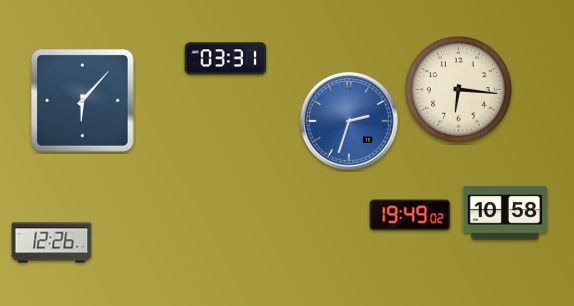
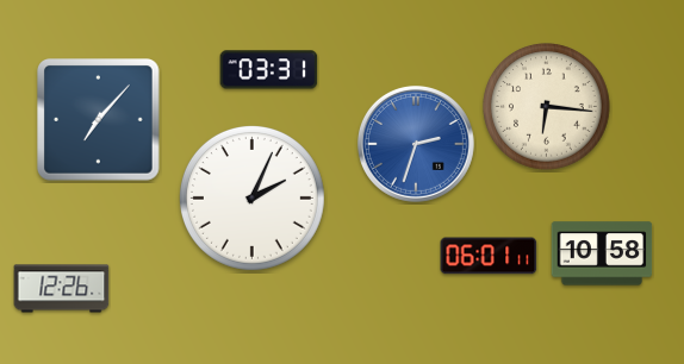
clock at (83, 101): 6:07 -> 7:07
clock at (251, 197): none -> 2:04
clock at (410, 215): 19:49 -> 06:01
